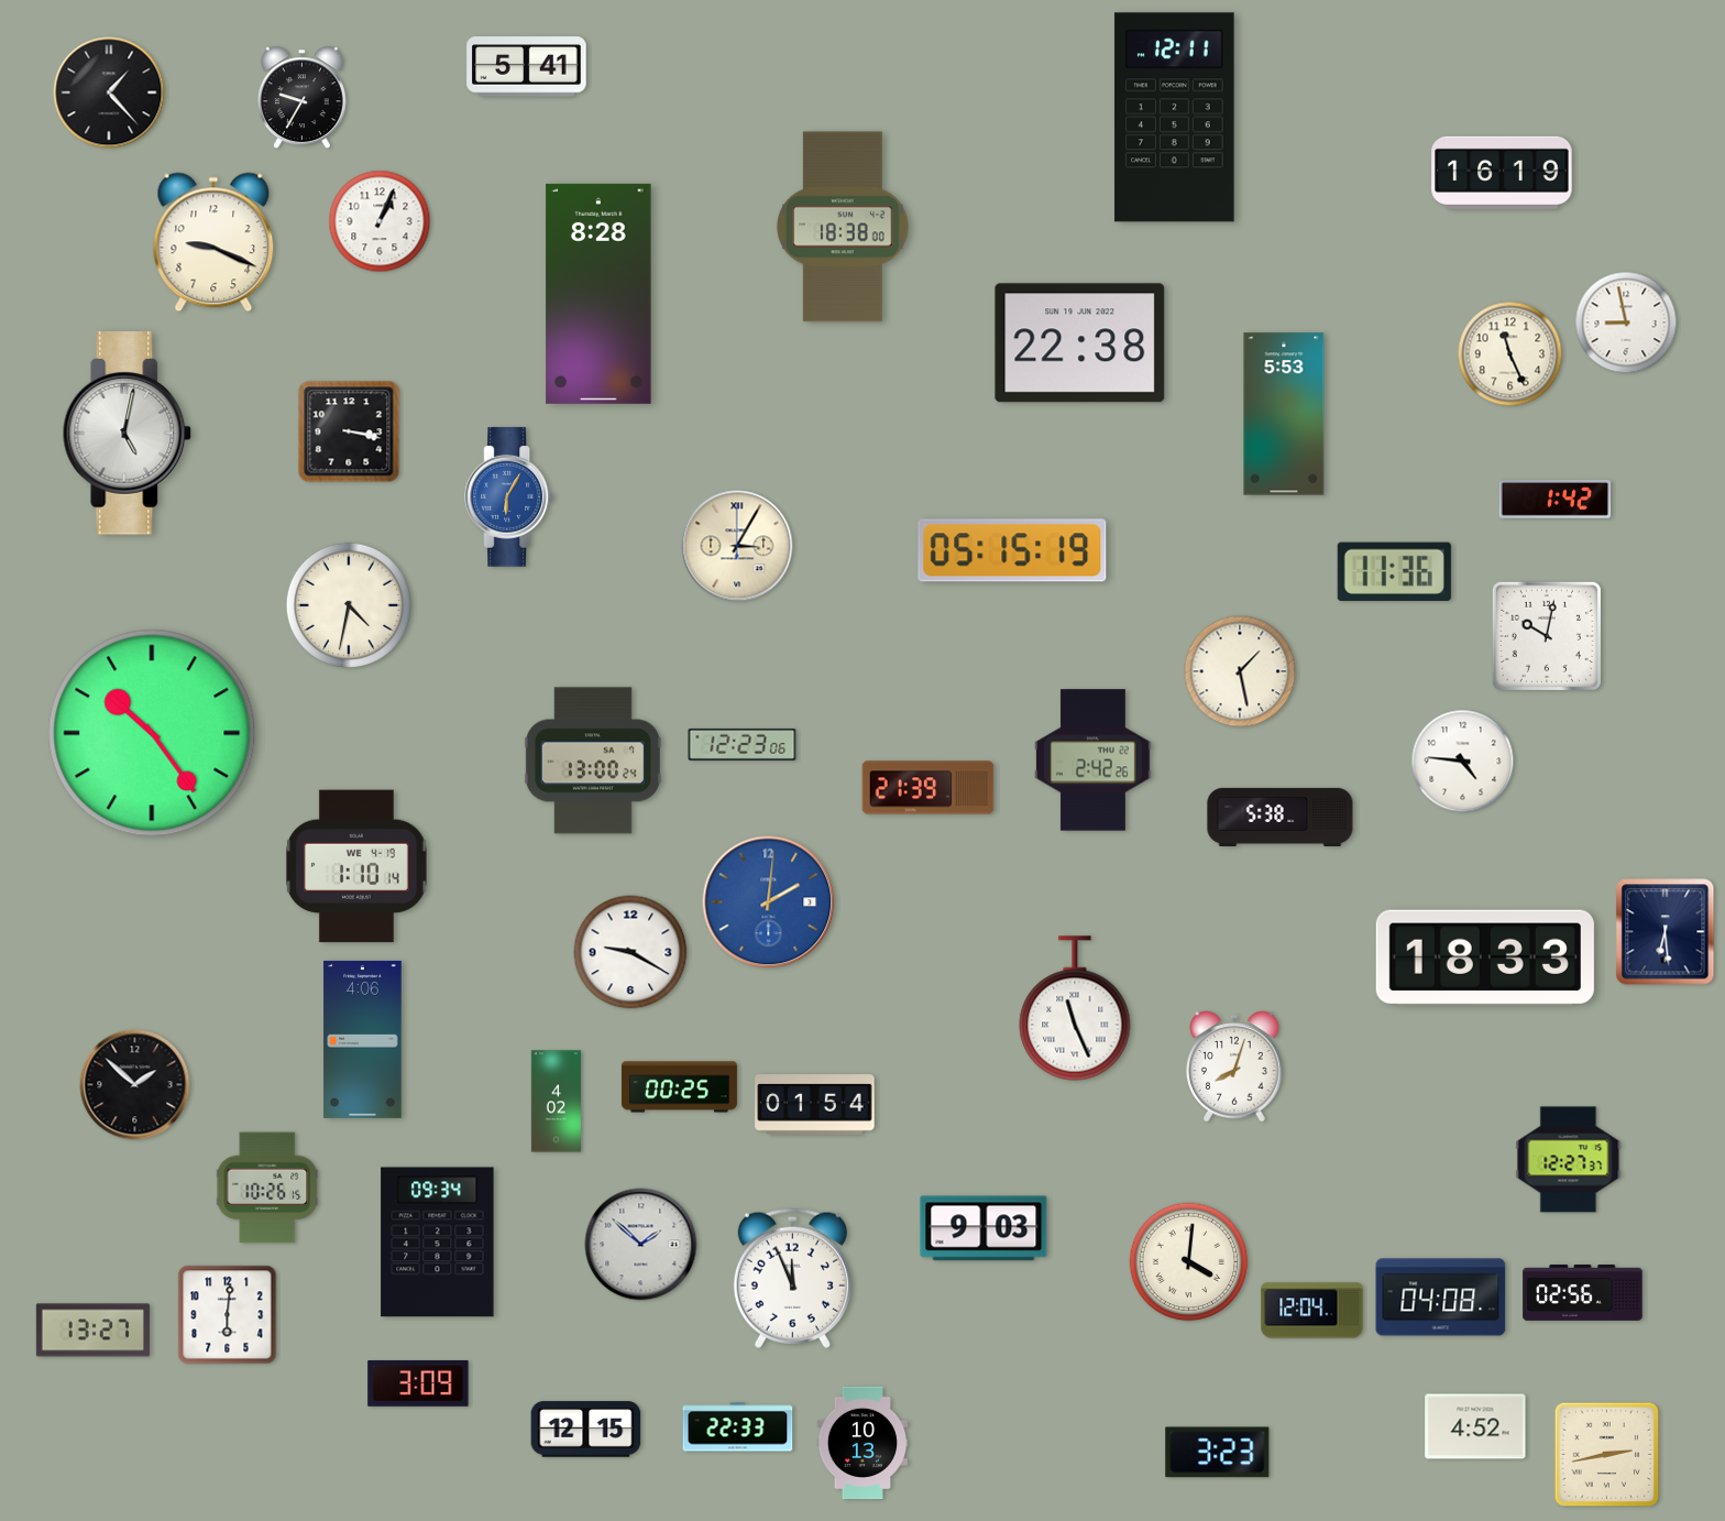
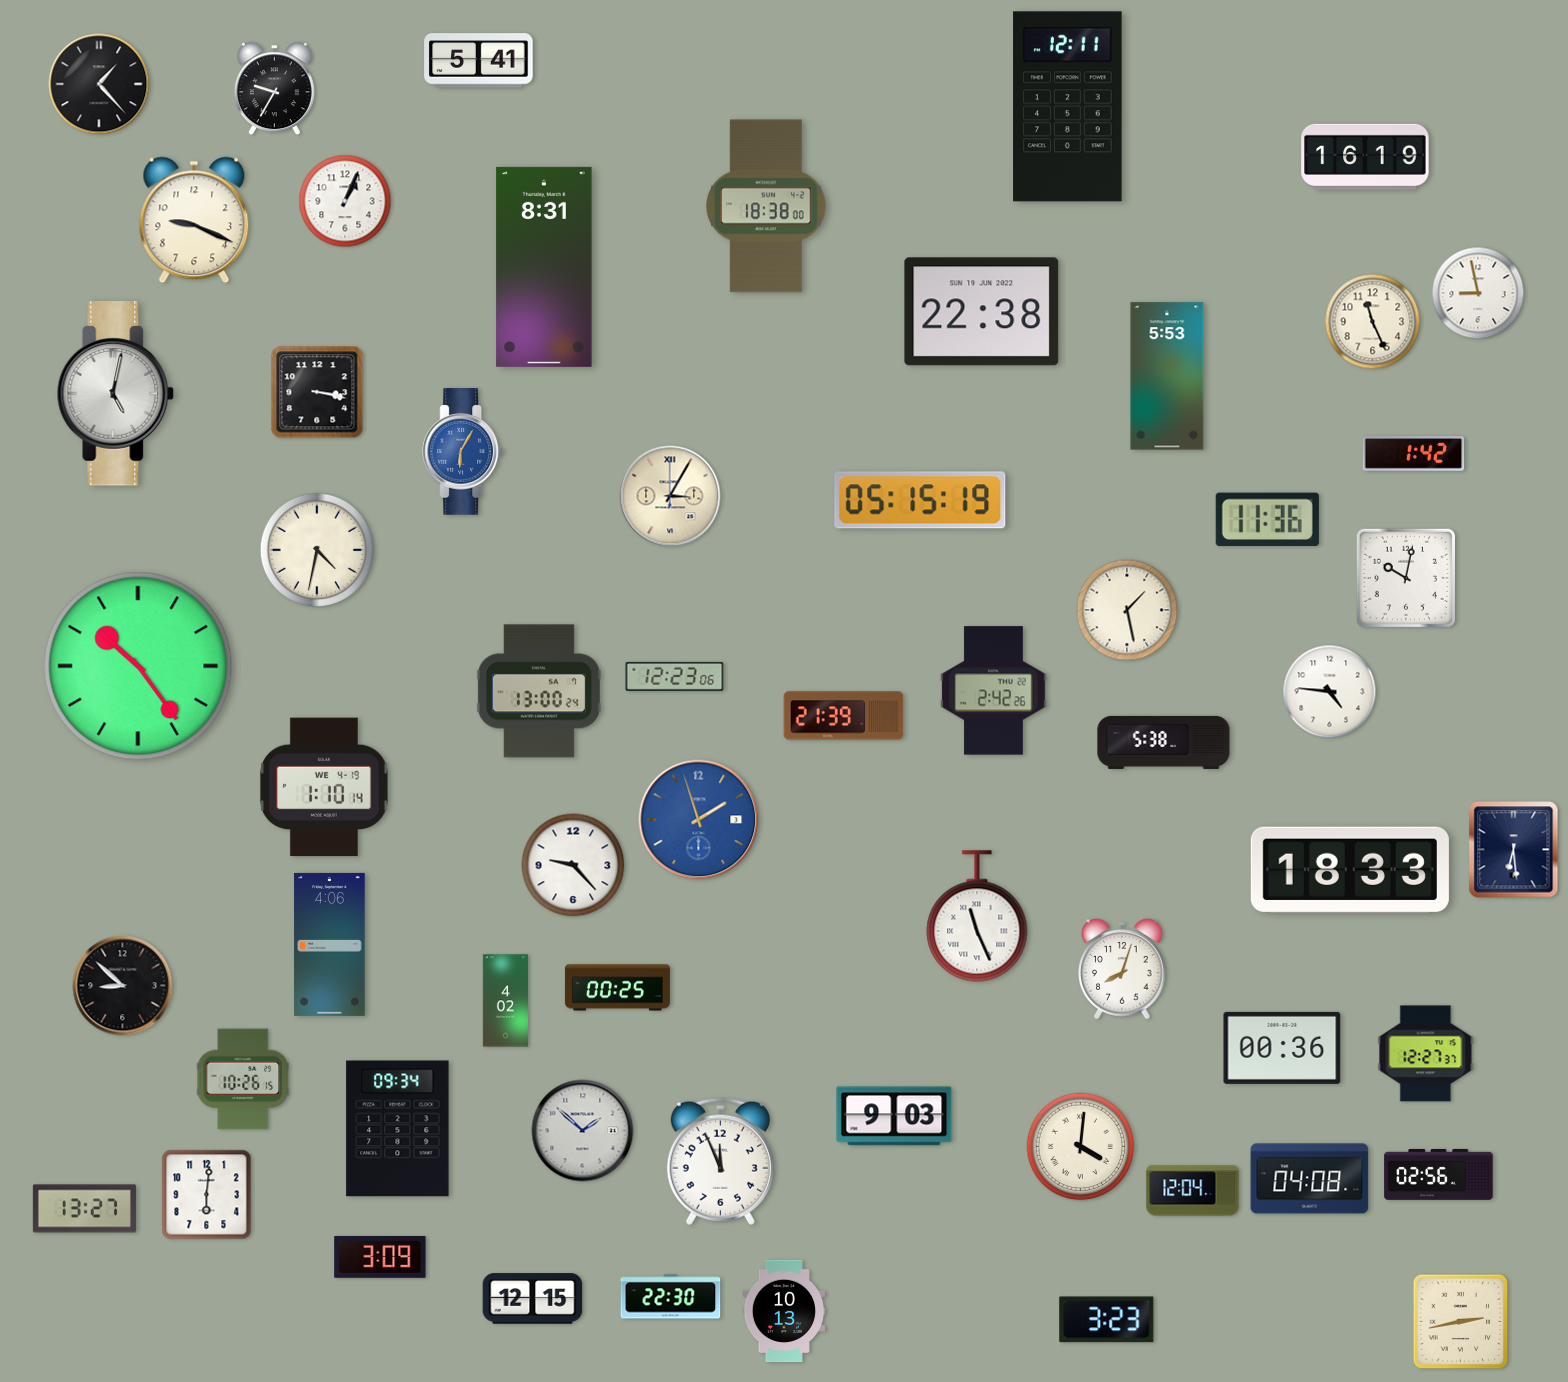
clock at (598, 294): 8:28 -> 8:31
clock at (769, 902): 2:01 -> 1:57
clock at (1666, 932) position: (1666, 932) -> (1514, 850)
clock at (630, 952): 9:20 -> 9:23
clock at (135, 1085): 1:52 -> 8:52
clock at (815, 1105): 01:54 -> none
clock at (1282, 1048): none -> 00:36
clock at (1475, 1426): 4:52 -> none
clock at (738, 1427): 22:33 -> 22:30
